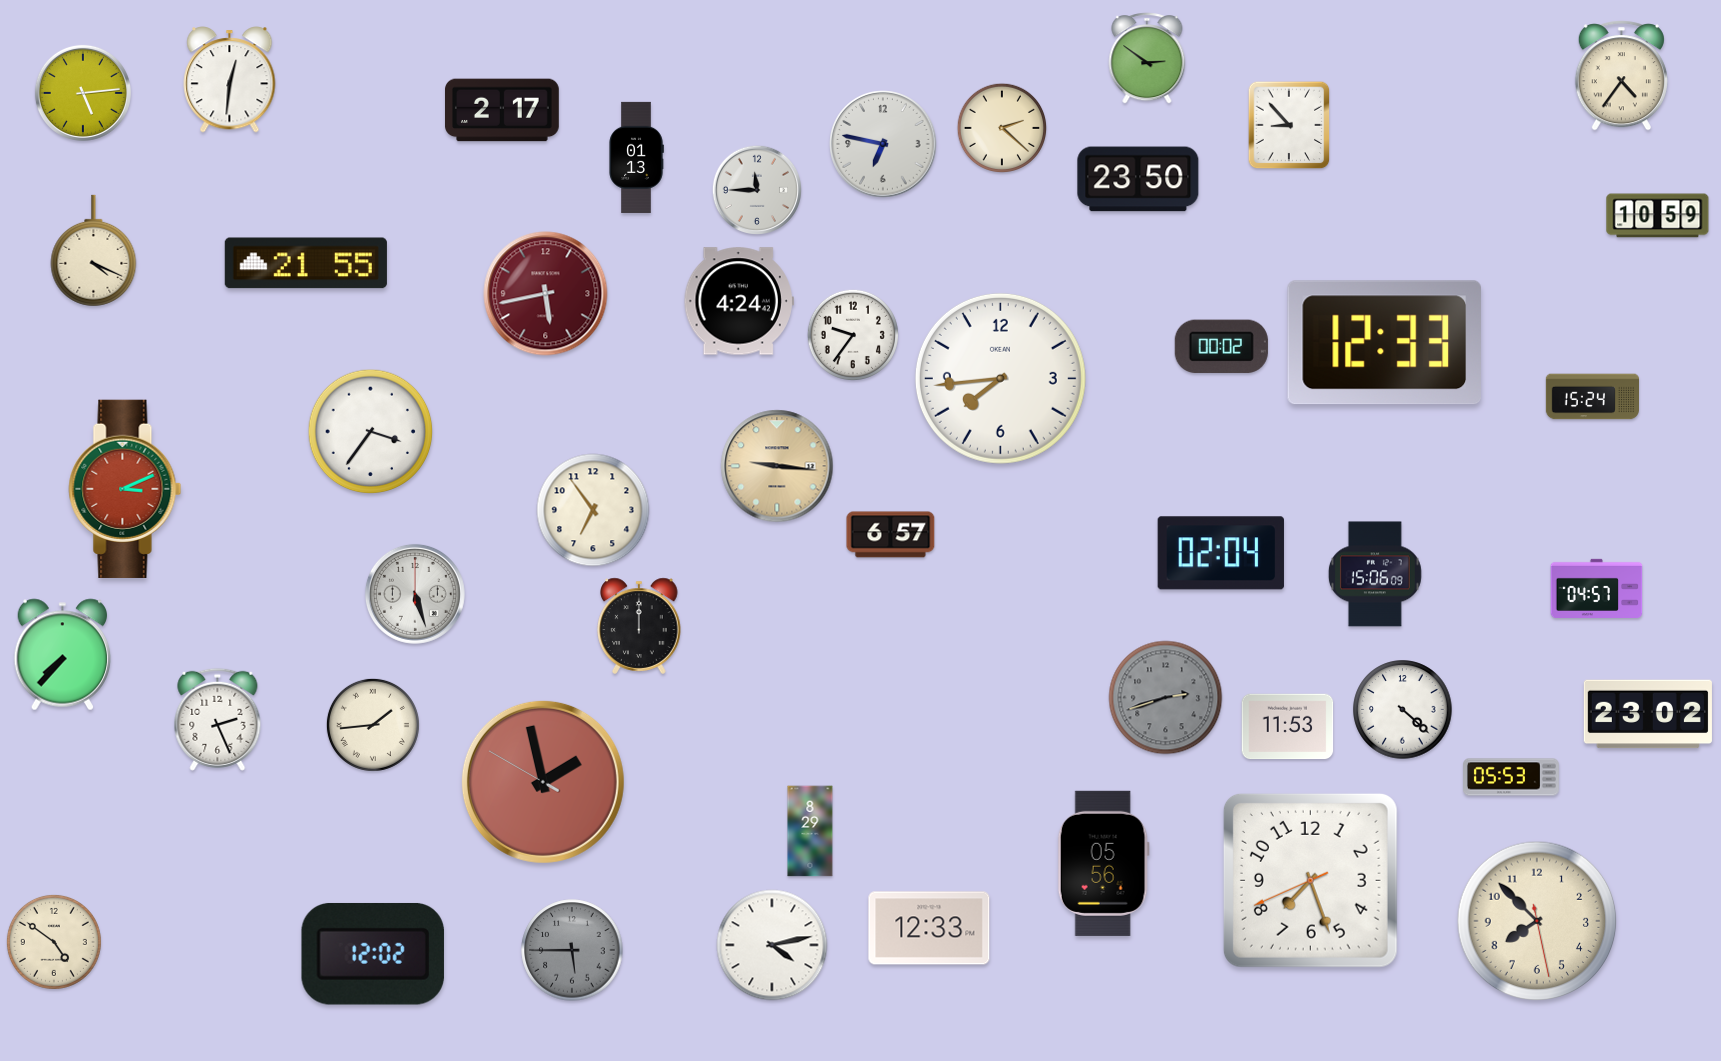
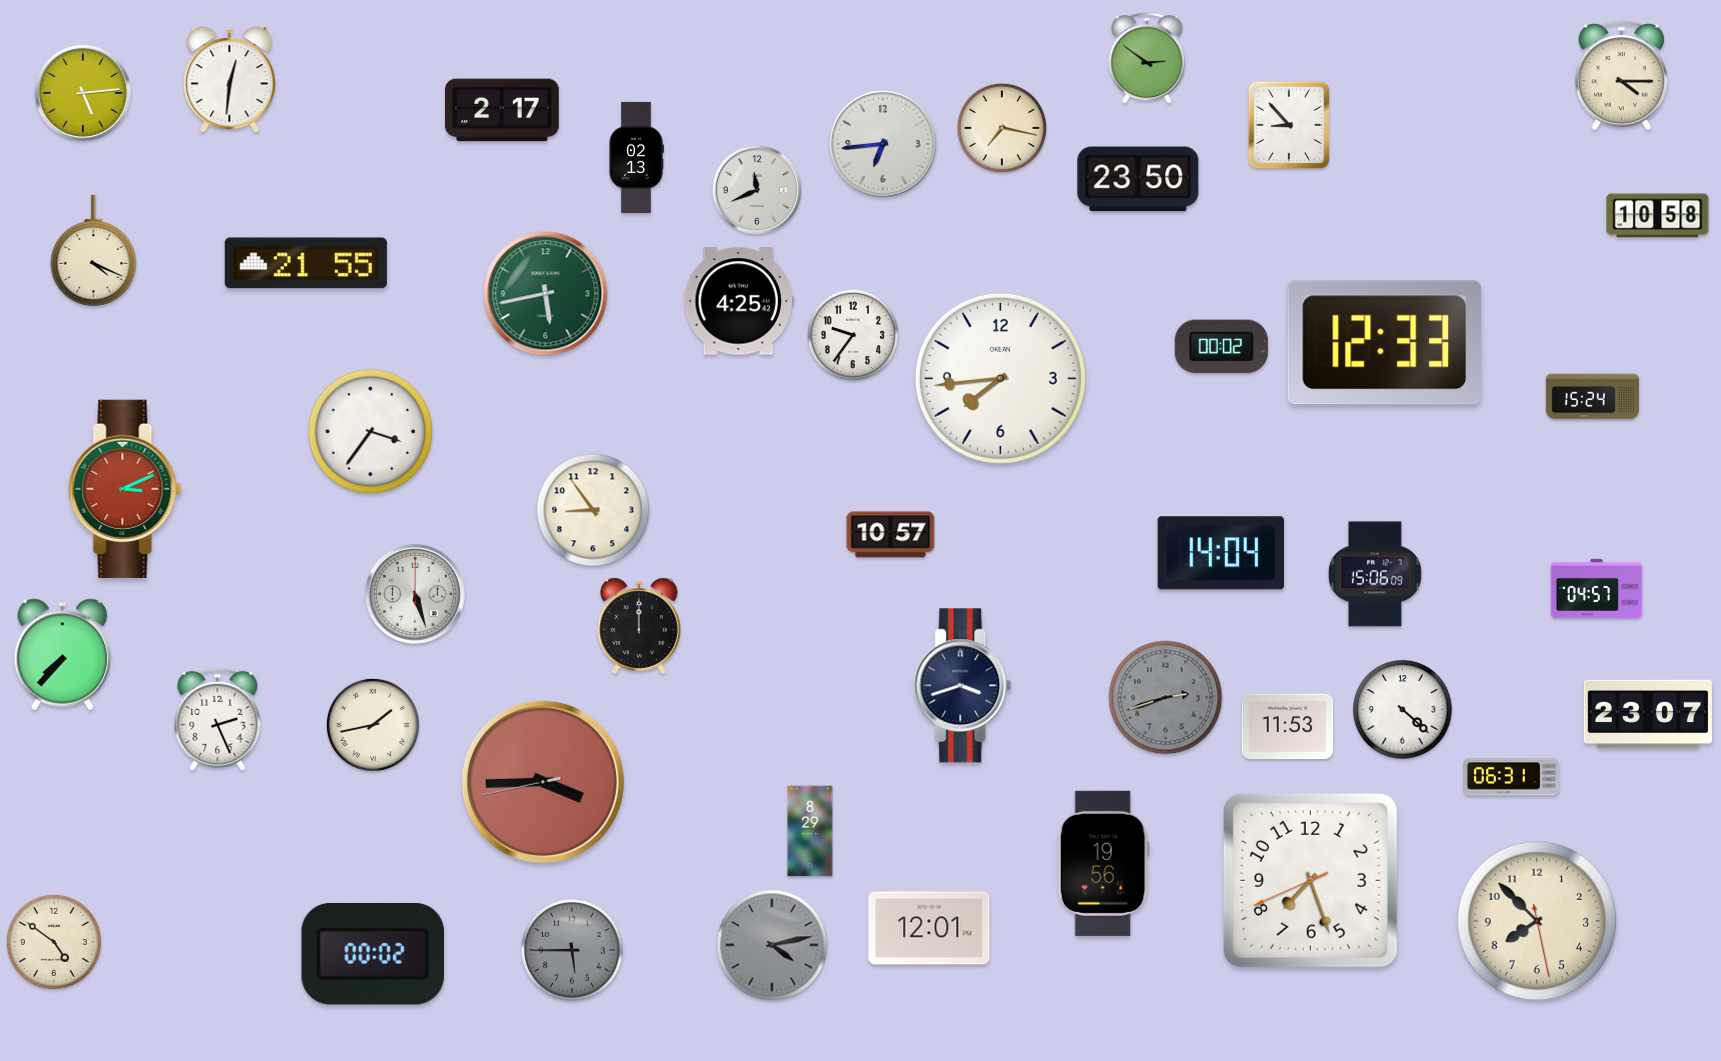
clock at (1621, 76): 4:36 -> 4:15
clock at (1001, 127): 2:22 -> 7:17
clock at (883, 144): 6:47 -> 6:44
clock at (636, 157): 01:13 -> 02:13
clock at (756, 189): 11:45 -> 11:41
clock at (1658, 216): 10:59 -> 10:58
clock at (546, 294) dial: burgundy -> green
clock at (739, 301): 4:24 -> 4:25
clock at (777, 466): 9:16 -> none
clock at (593, 510): 6:54 -> 8:54
clock at (891, 535): 6:57 -> 10:57
clock at (1221, 553): 02:04 -> 14:04
clock at (963, 686): none -> 3:42
clock at (1648, 714): 23:02 -> 23:07
clock at (373, 725): 1:44 -> 1:43
clock at (1512, 777): 05:53 -> 06:31
clock at (543, 782): 1:57 -> 3:44
clock at (1103, 863): 05:56 -> 19:56
clock at (929, 928): 12:33 -> 12:01
clock at (772, 945) dial: white -> grey
clock at (373, 954): 12:02 -> 00:02
